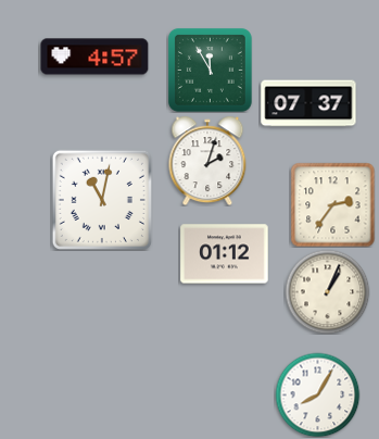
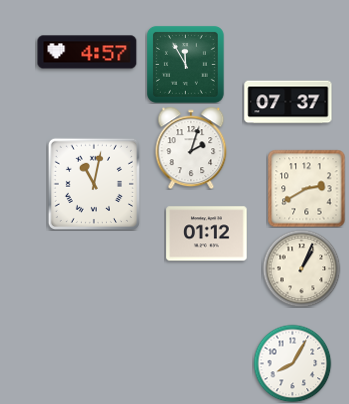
clock at (210, 70) position: (210, 70) -> (185, 64)
clock at (308, 103) position: (308, 103) -> (288, 102)
clock at (332, 204): 2:36 -> 2:40
